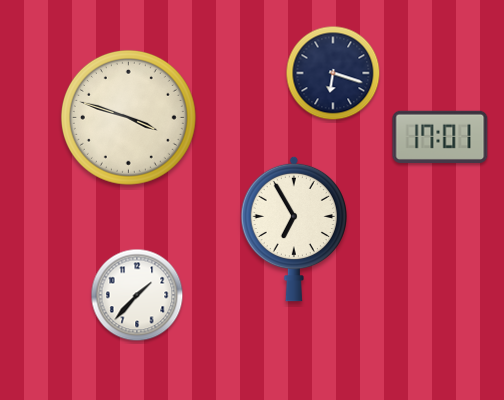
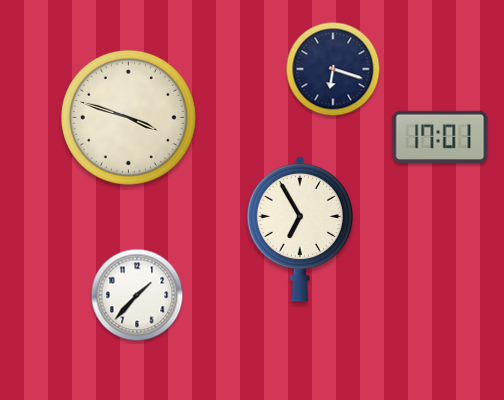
clock at (333, 73) position: (333, 73) -> (333, 69)
clock at (294, 229) position: (294, 229) -> (300, 229)
